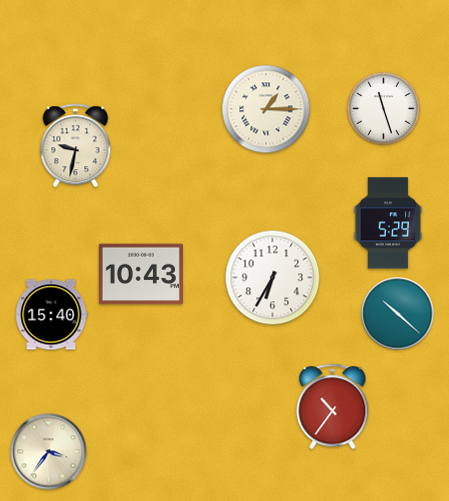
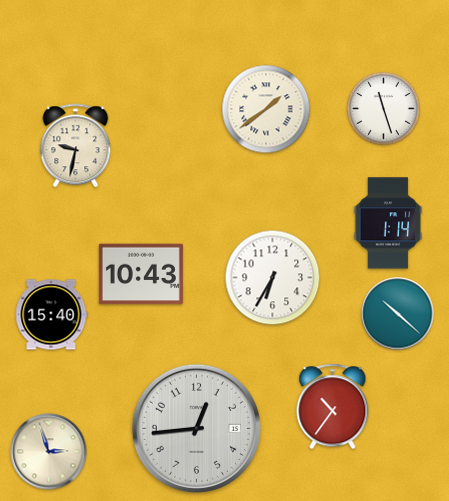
clock at (266, 109): 1:15 -> 1:39
clock at (388, 223): 5:29 -> 1:14
clock at (196, 428): none -> 12:44
clock at (49, 452): 3:36 -> 2:57
